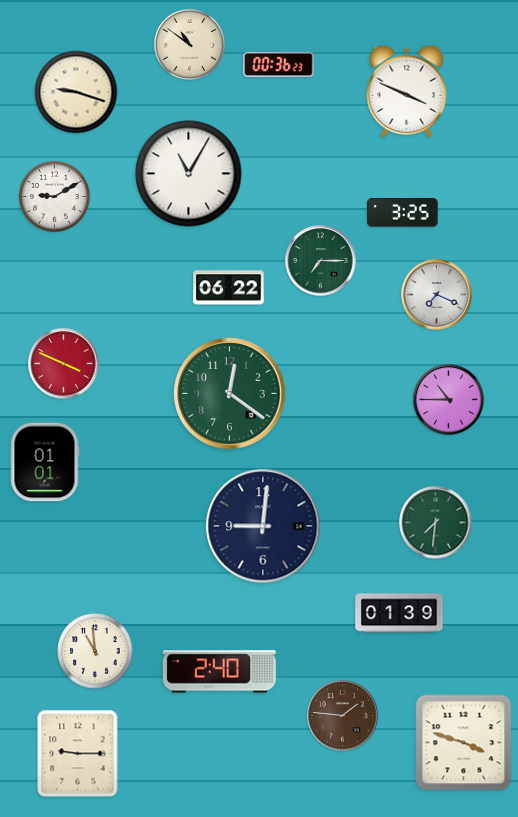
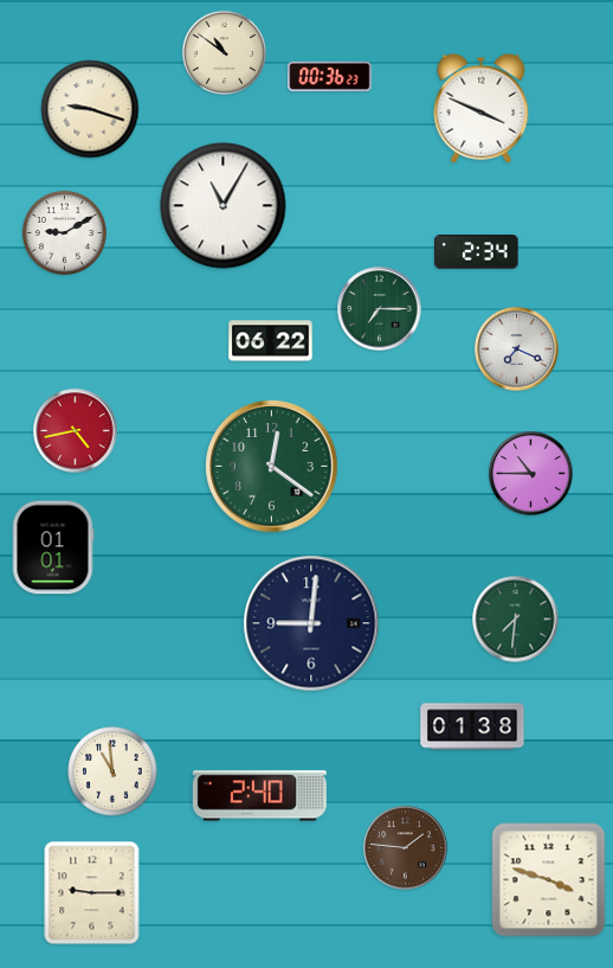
clock at (403, 213): 3:25 -> 2:34
clock at (64, 364): 3:49 -> 4:43
clock at (399, 613): 01:39 -> 01:38
